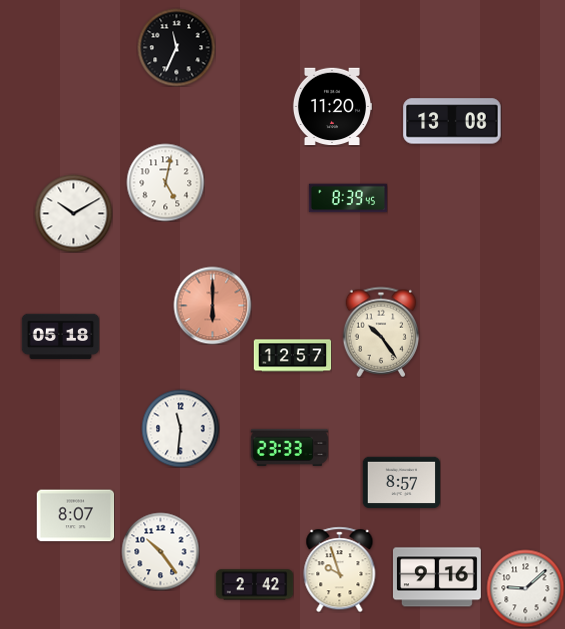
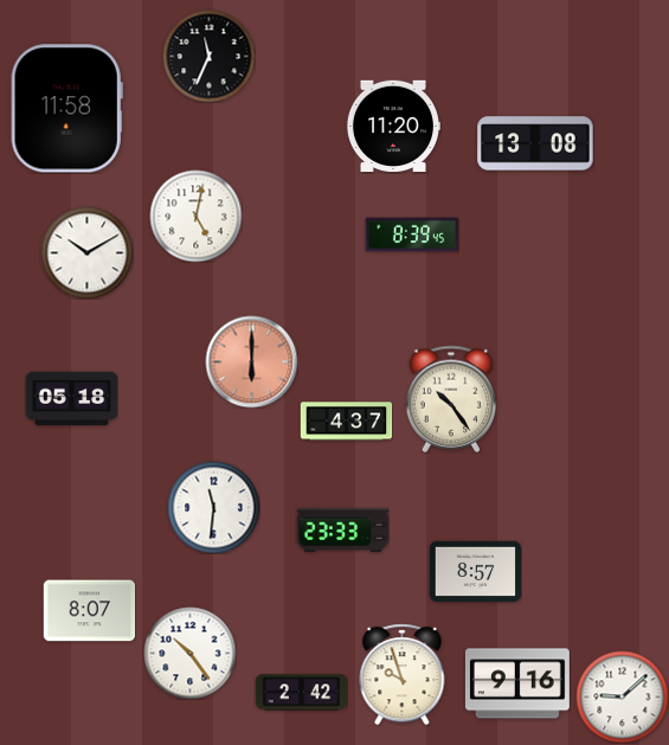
clock at (66, 109): none -> 11:58
clock at (381, 332) position: (381, 332) -> (451, 399)
clock at (292, 356): 12:57 -> 4:37
